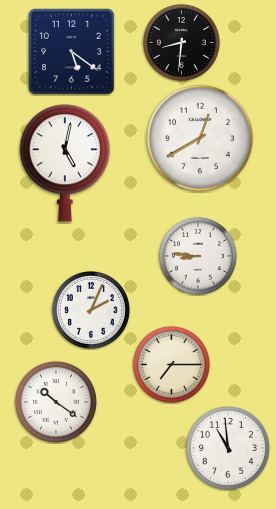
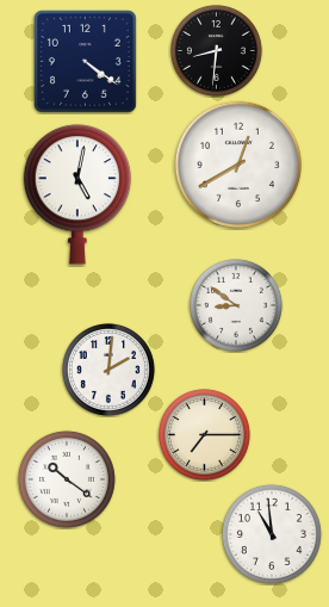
clock at (71, 51): 5:21 -> 4:21
clock at (198, 256): 8:46 -> 8:51
clock at (91, 310): 2:04 -> 2:01
